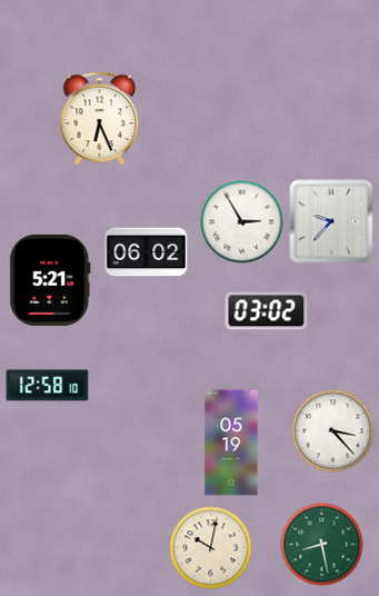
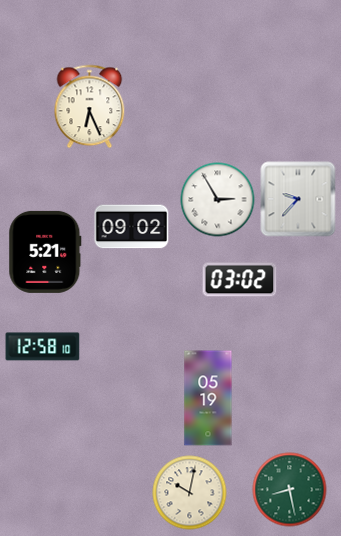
clock at (147, 252): 06:02 -> 09:02
clock at (333, 431): 3:23 -> none
